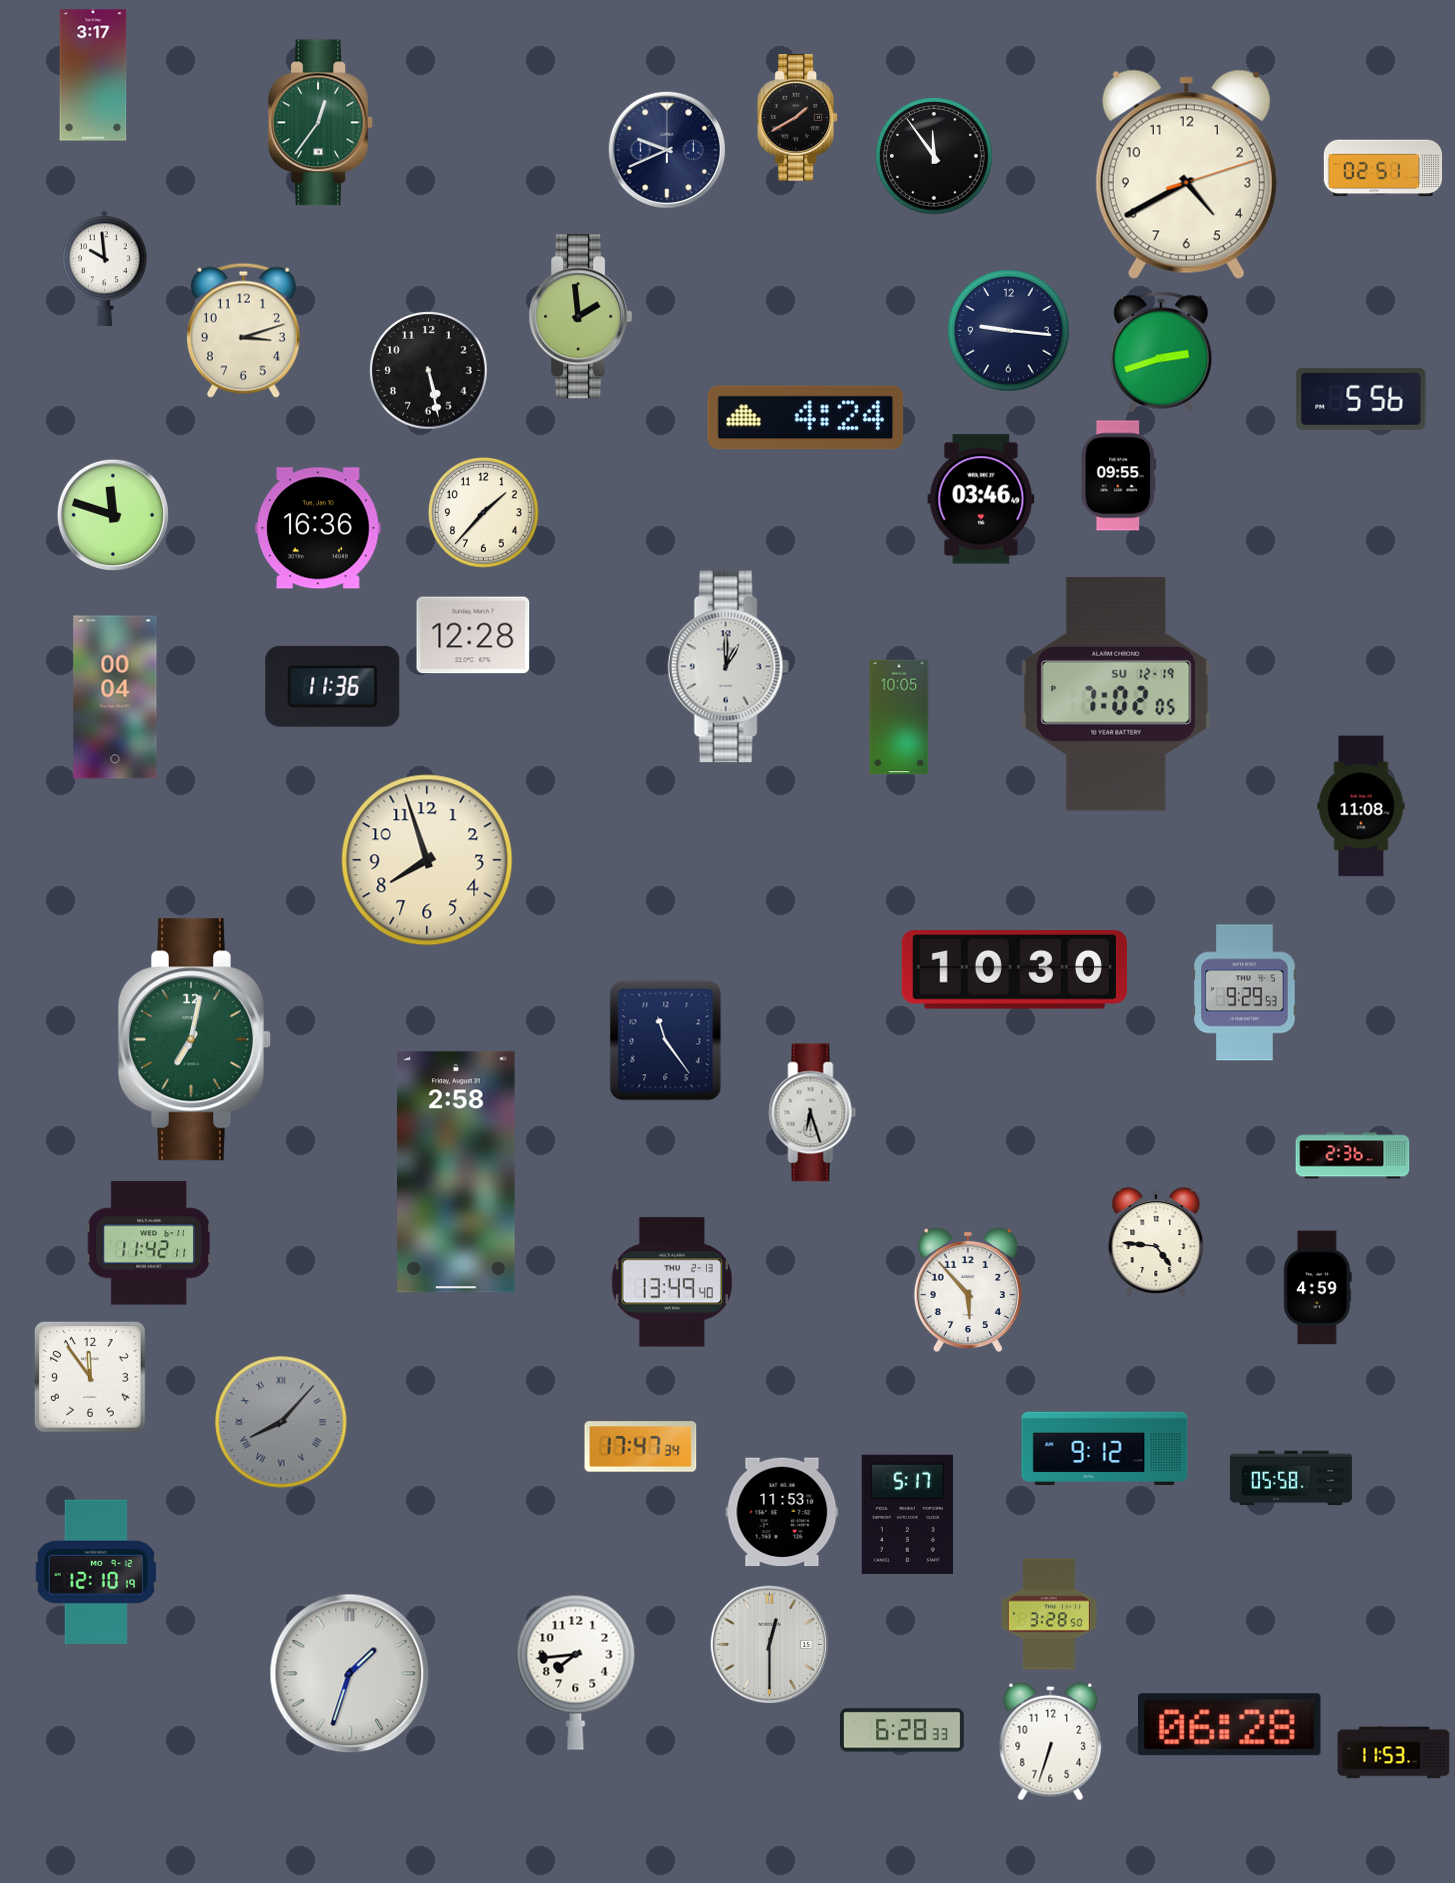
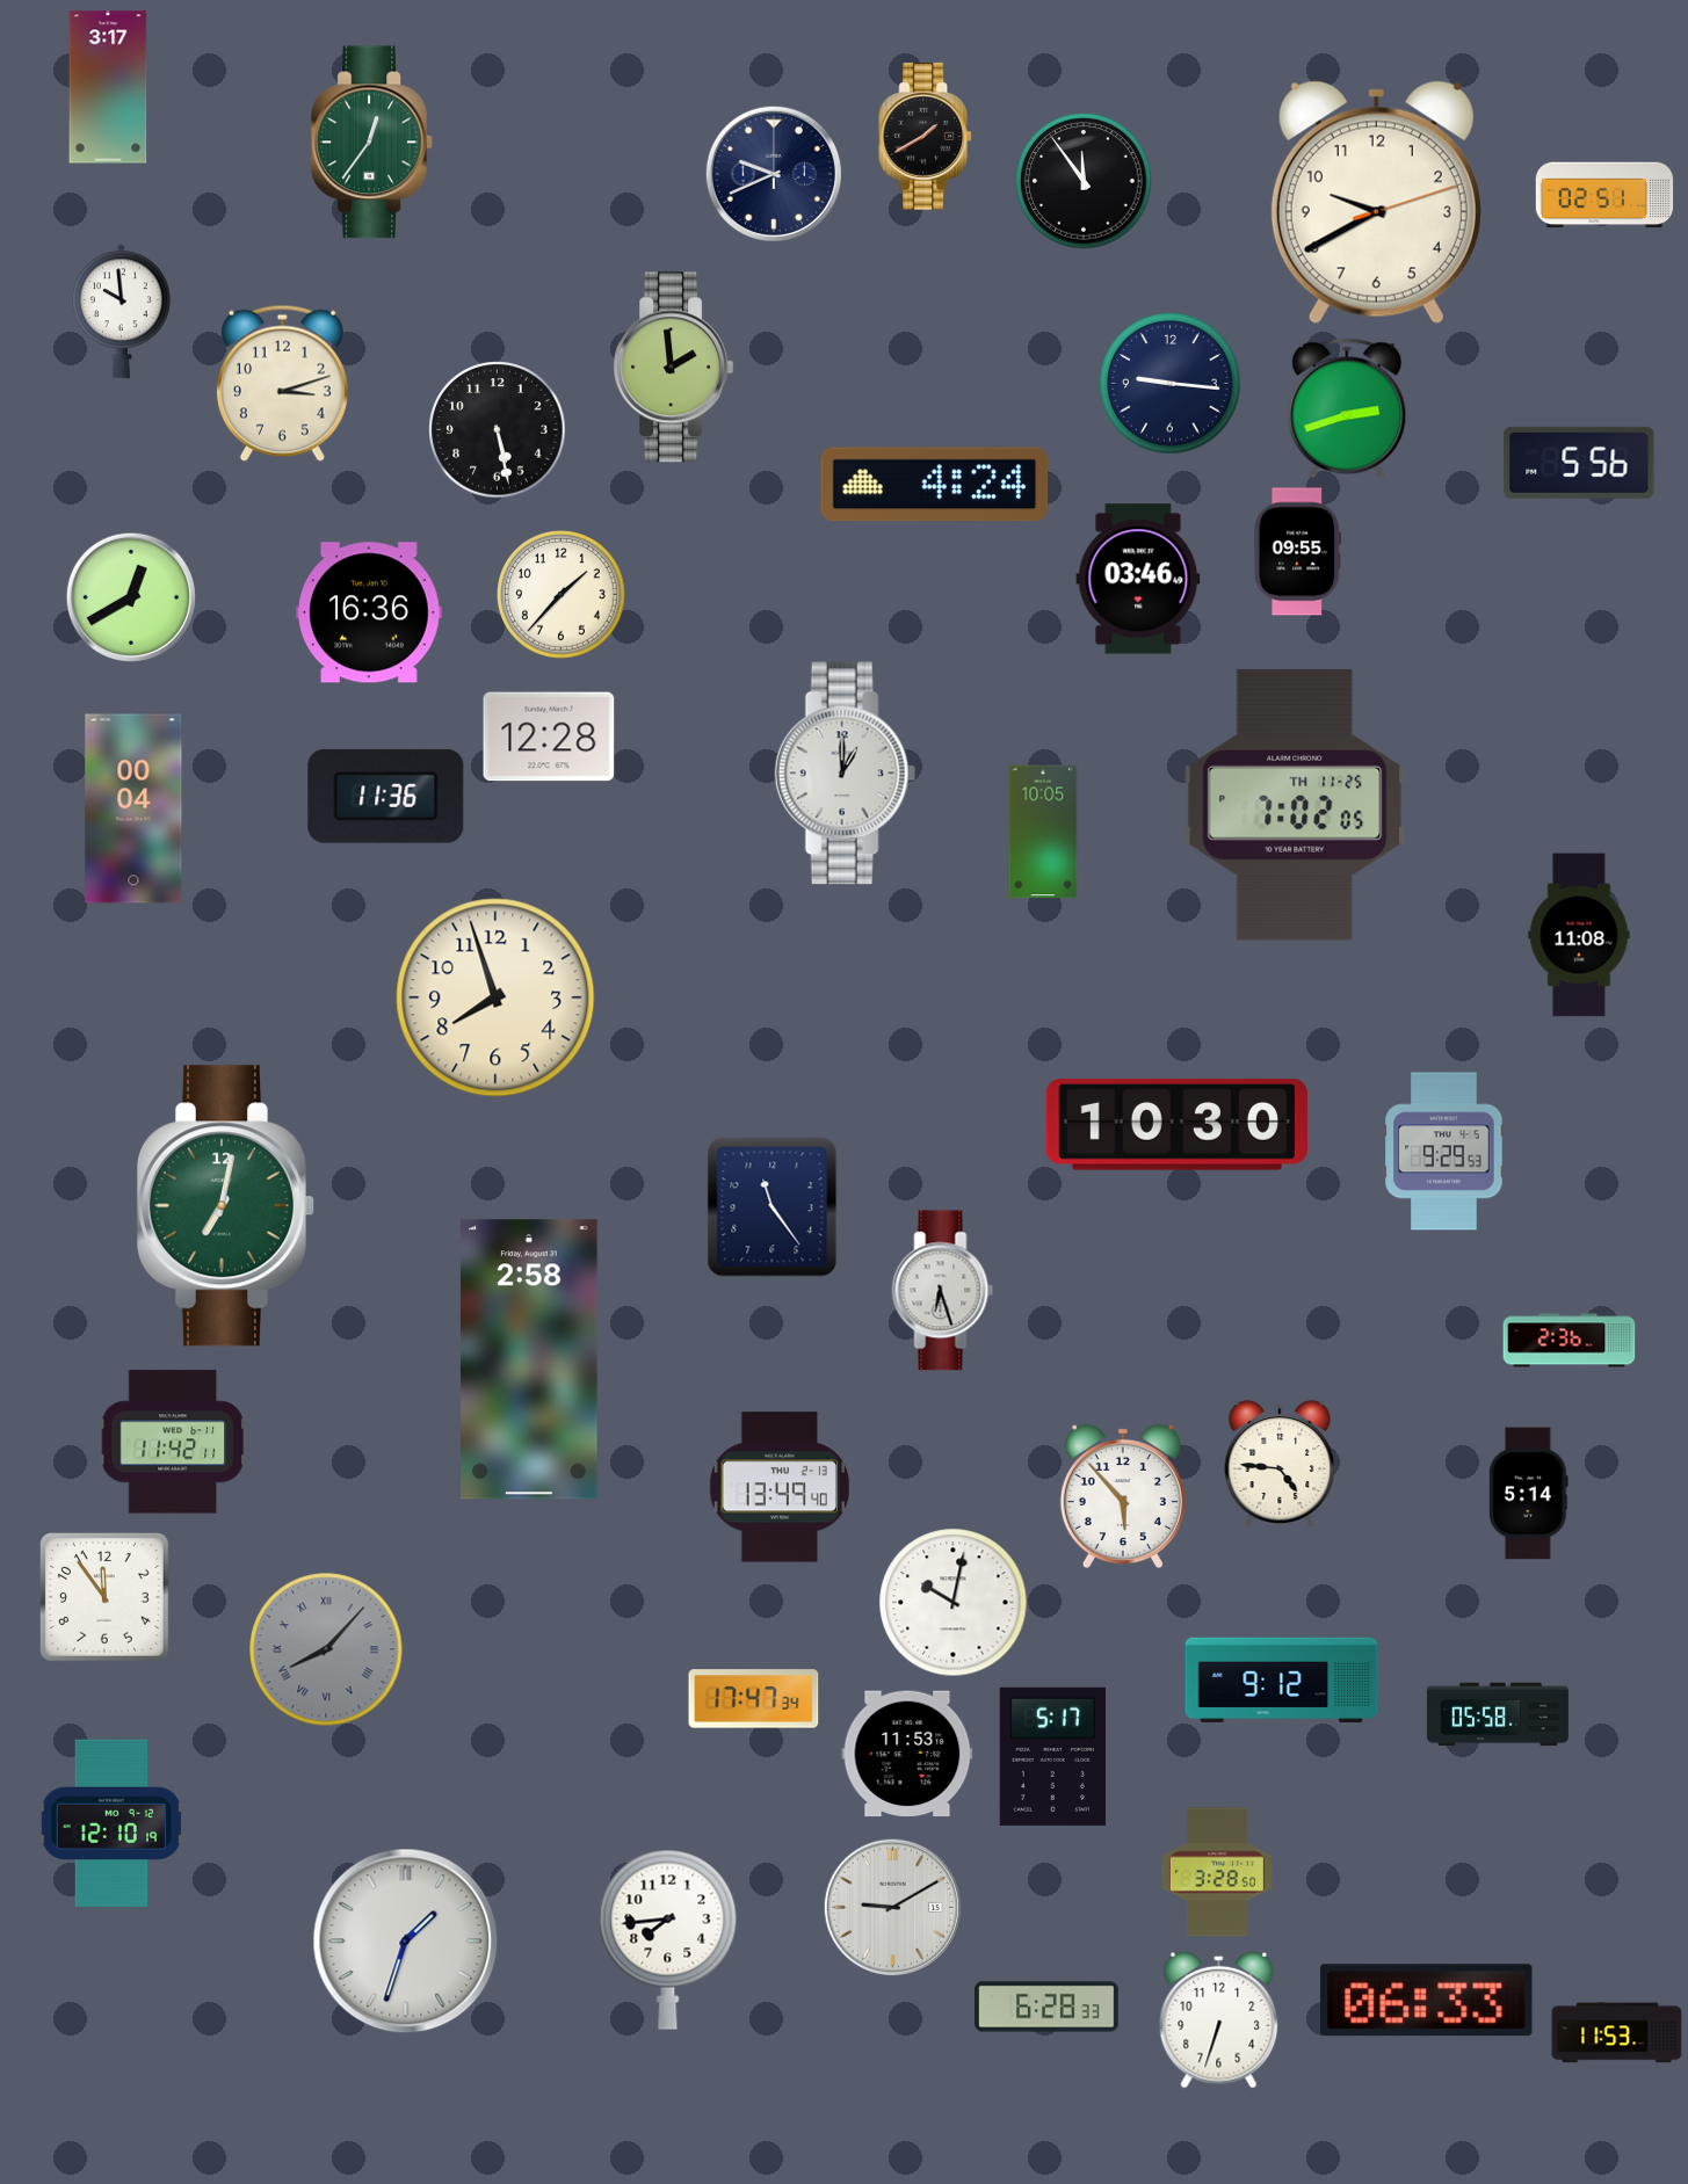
clock at (1186, 175): 4:40 -> 9:40
clock at (113, 515): 11:48 -> 12:40
clock at (1116, 694) date: SU 12-19 -> TH 11-25
clock at (1156, 1242) position: (1156, 1242) -> (1280, 1464)
clock at (1318, 1288): 4:59 -> 5:14
clock at (954, 1603): none -> 10:02
clock at (641, 1447) position: (641, 1447) -> (754, 1699)
clock at (769, 1644): 12:30 -> 9:10
clock at (1230, 1725): 06:28 -> 06:33
